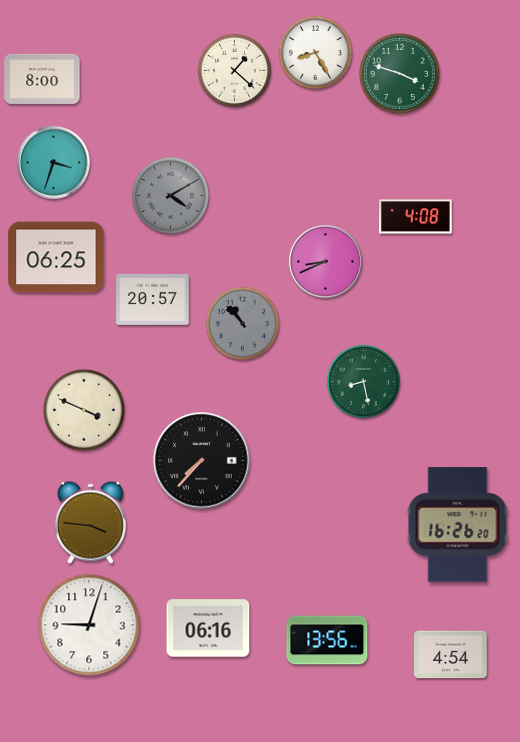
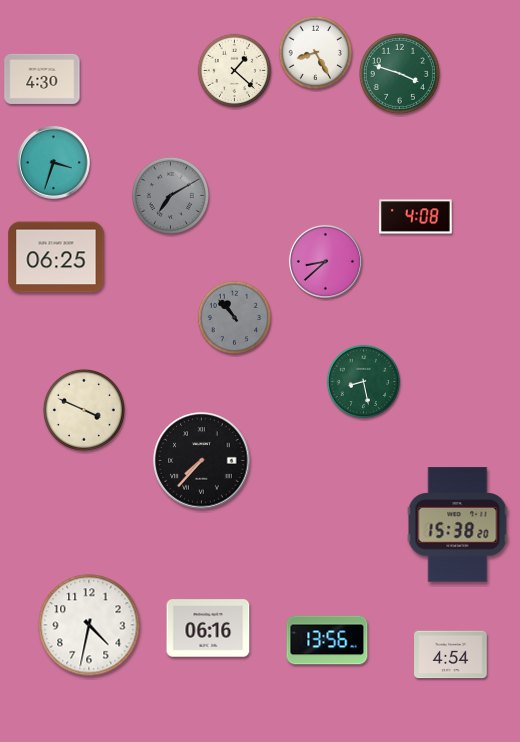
clock at (42, 79): 8:00 -> 4:30
clock at (170, 195): 4:10 -> 7:10
clock at (325, 261): 8:41 -> 8:38
clock at (153, 299): 20:57 -> none
clock at (243, 324) position: (243, 324) -> (235, 318)
clock at (90, 522): 3:46 -> none
clock at (458, 525): 16:26 -> 15:38
clock at (89, 625): 9:03 -> 4:32
